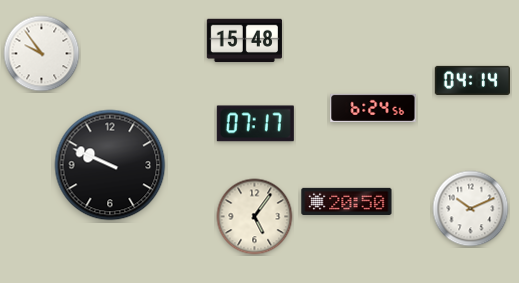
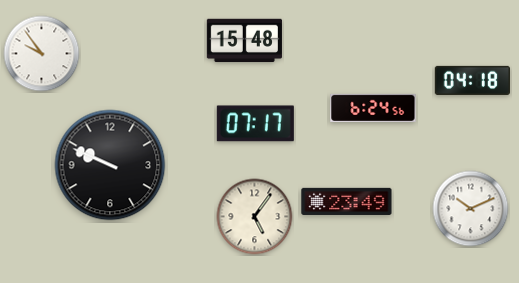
clock at (472, 80): 04:14 -> 04:18
clock at (347, 201): 20:50 -> 23:49
